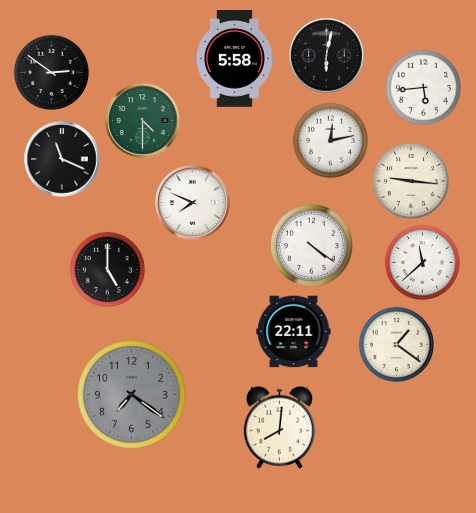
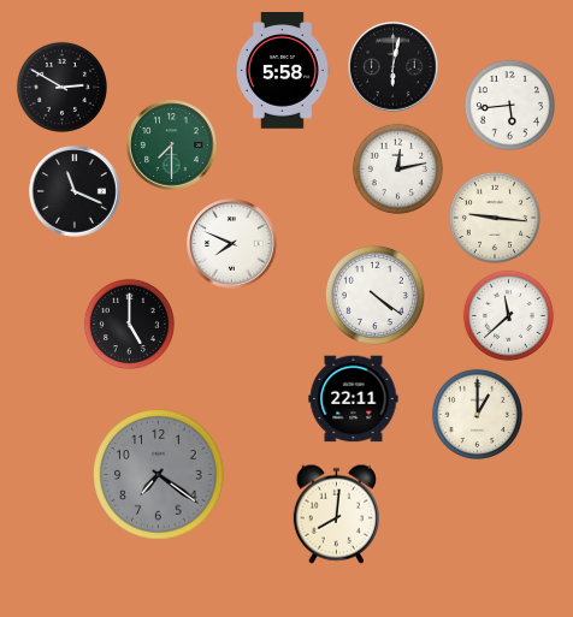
clock at (51, 72): 2:51 -> 2:50
clock at (143, 121): 4:30 -> 7:30
clock at (396, 344): 1:21 -> 1:00
